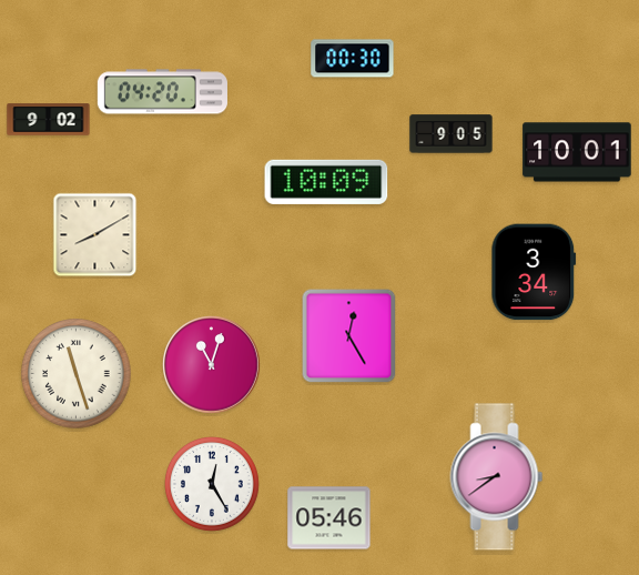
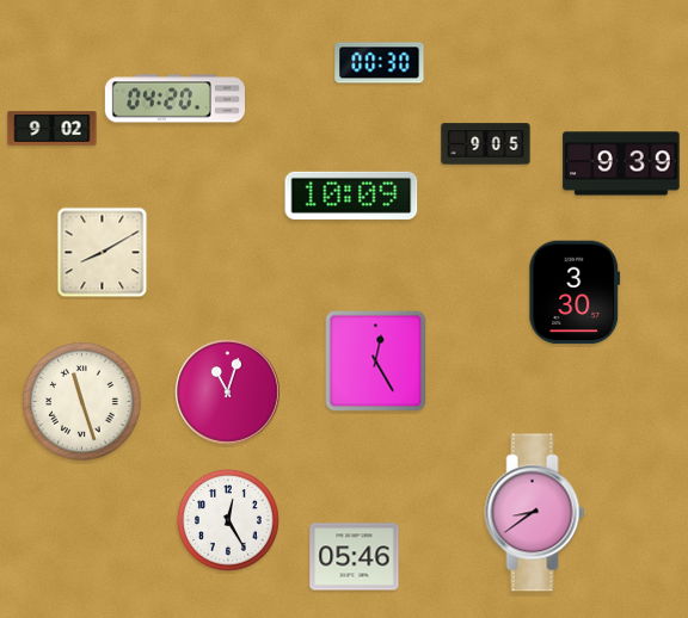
clock at (577, 152): 10:01 -> 9:39
clock at (534, 272): 3:34 -> 3:30
